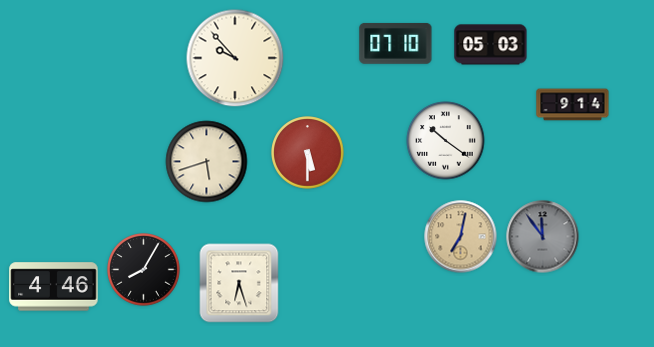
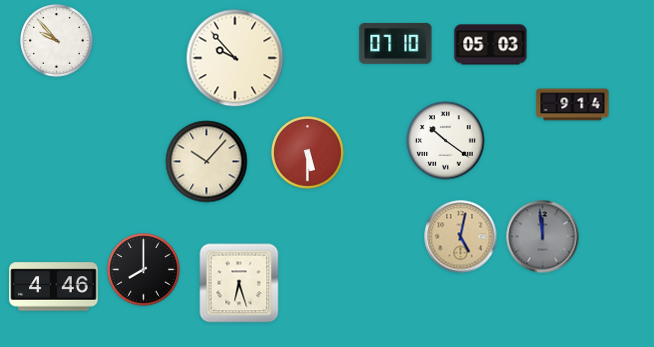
clock at (57, 41): none -> 9:53
clock at (207, 162): 5:42 -> 10:07
clock at (461, 237): 7:02 -> 5:02
clock at (543, 237): 11:54 -> 11:59
clock at (144, 270): 8:05 -> 8:00
